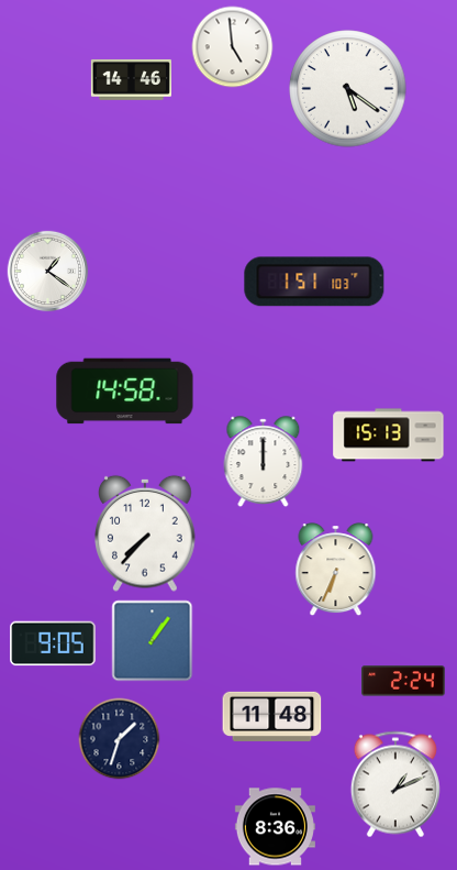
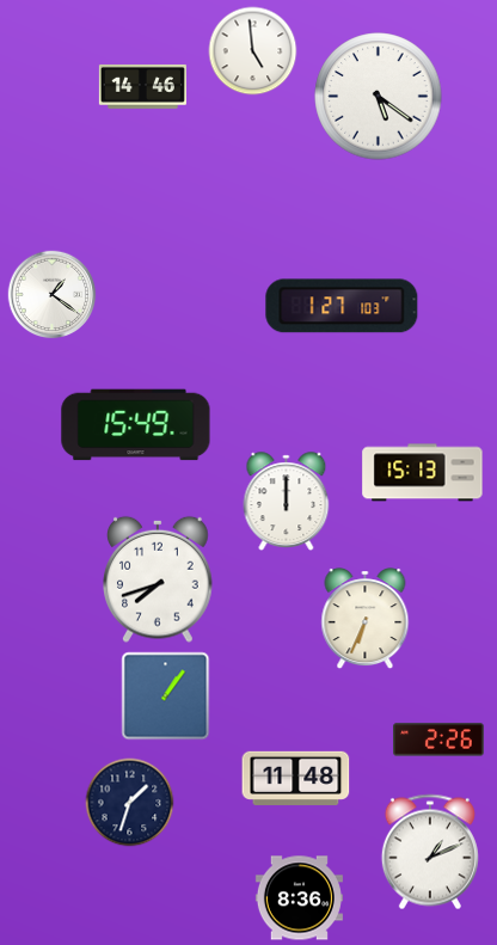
clock at (314, 282): 1:51 -> 1:27
clock at (125, 392): 14:58 -> 15:49
clock at (145, 533): 7:37 -> 7:42
clock at (53, 643): 9:05 -> none
clock at (404, 681): 2:24 -> 2:26
